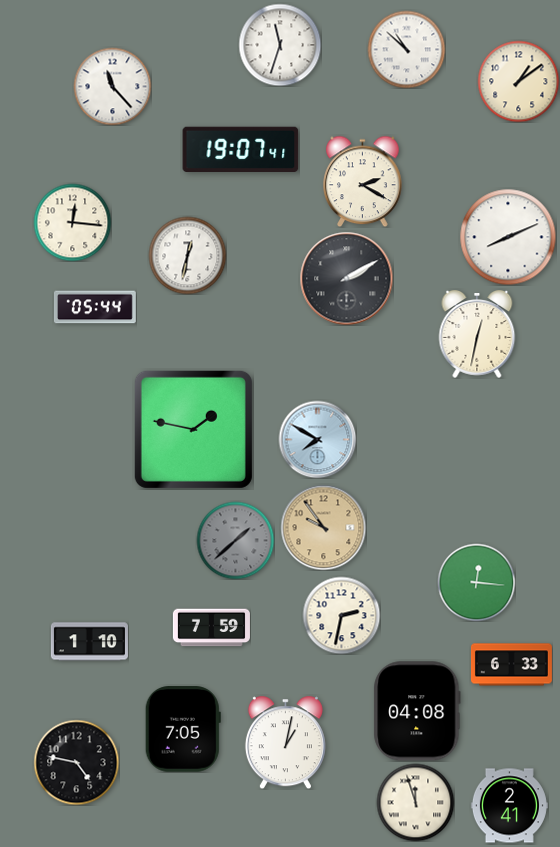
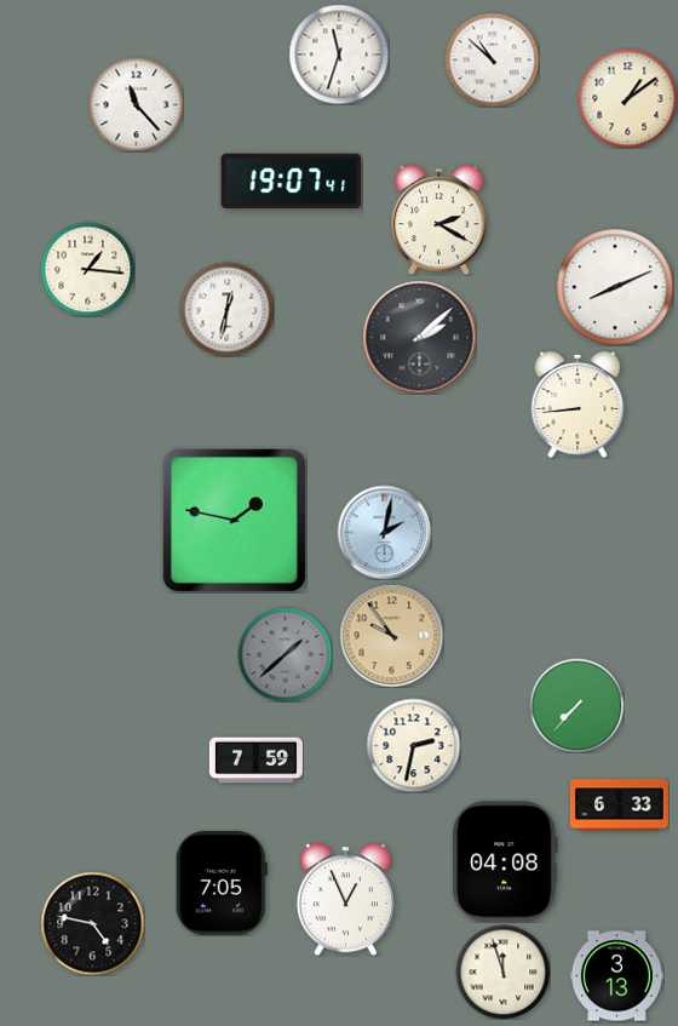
clock at (72, 222): 12:16 -> 1:16
clock at (346, 278): 2:10 -> 2:08
clock at (95, 307): 05:44 -> none
clock at (477, 335): 12:32 -> 8:44
clock at (317, 439): 7:50 -> 2:02
clock at (323, 527) position: (323, 527) -> (391, 635)
clock at (476, 582): 12:16 -> 7:37
clock at (89, 642): 1:10 -> none
clock at (285, 742): 1:02 -> 12:56
clock at (509, 806): 2:41 -> 3:13
